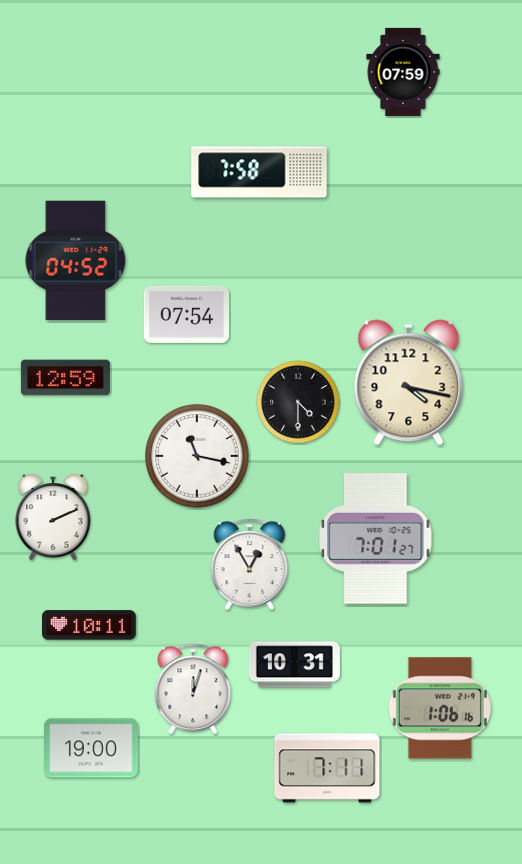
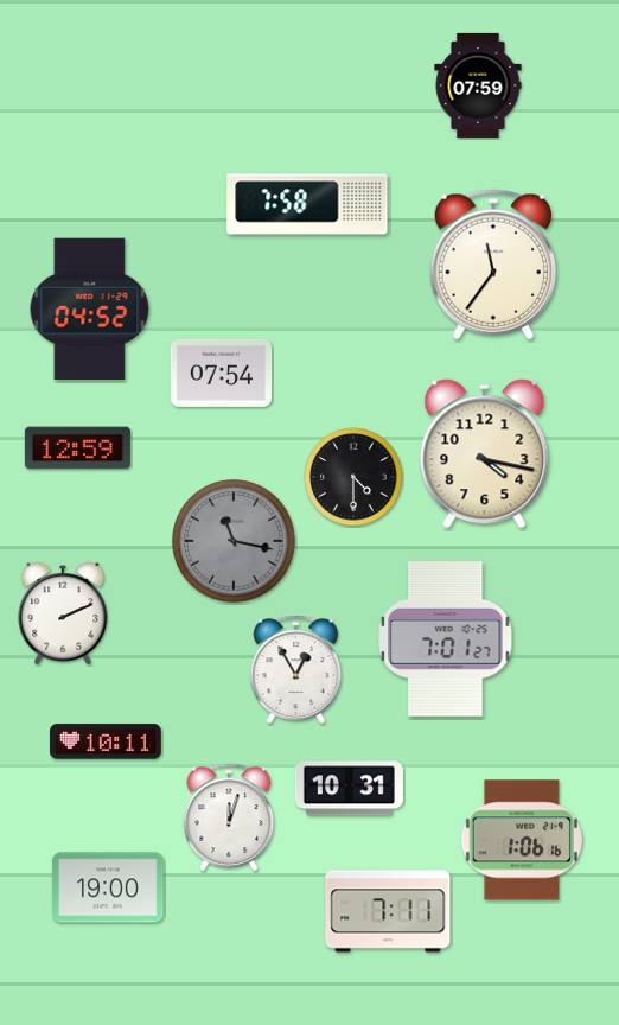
clock at (492, 265): none -> 11:36
clock at (197, 456) dial: white -> grey
